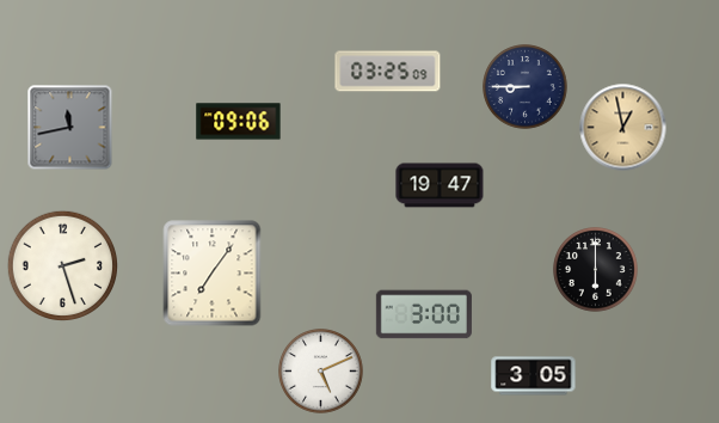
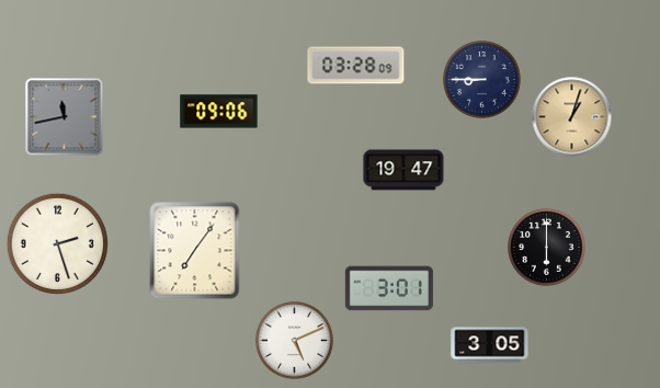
clock at (388, 72): 03:25 -> 03:28
clock at (623, 128): 12:58 -> 1:03
clock at (424, 314): 3:00 -> 3:01
